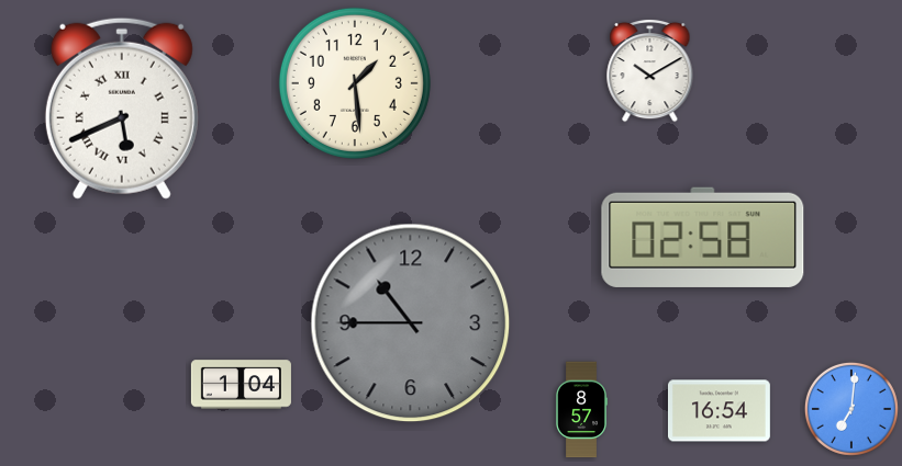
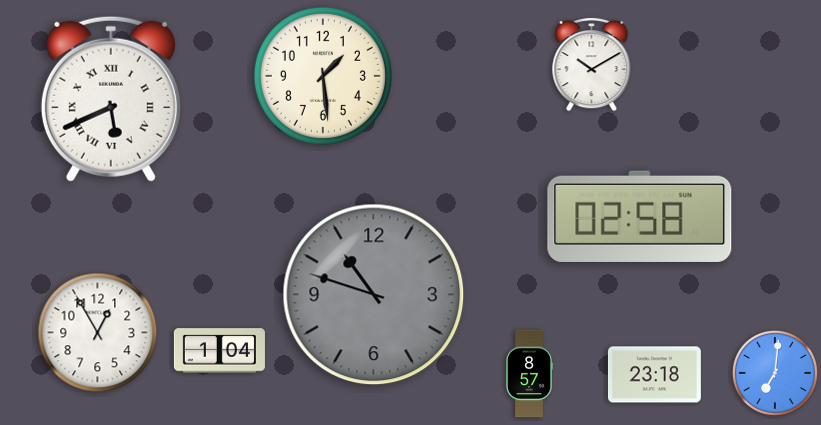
clock at (411, 323): 10:45 -> 10:48
clock at (98, 333): none -> 12:55
clock at (719, 411): 16:54 -> 23:18
